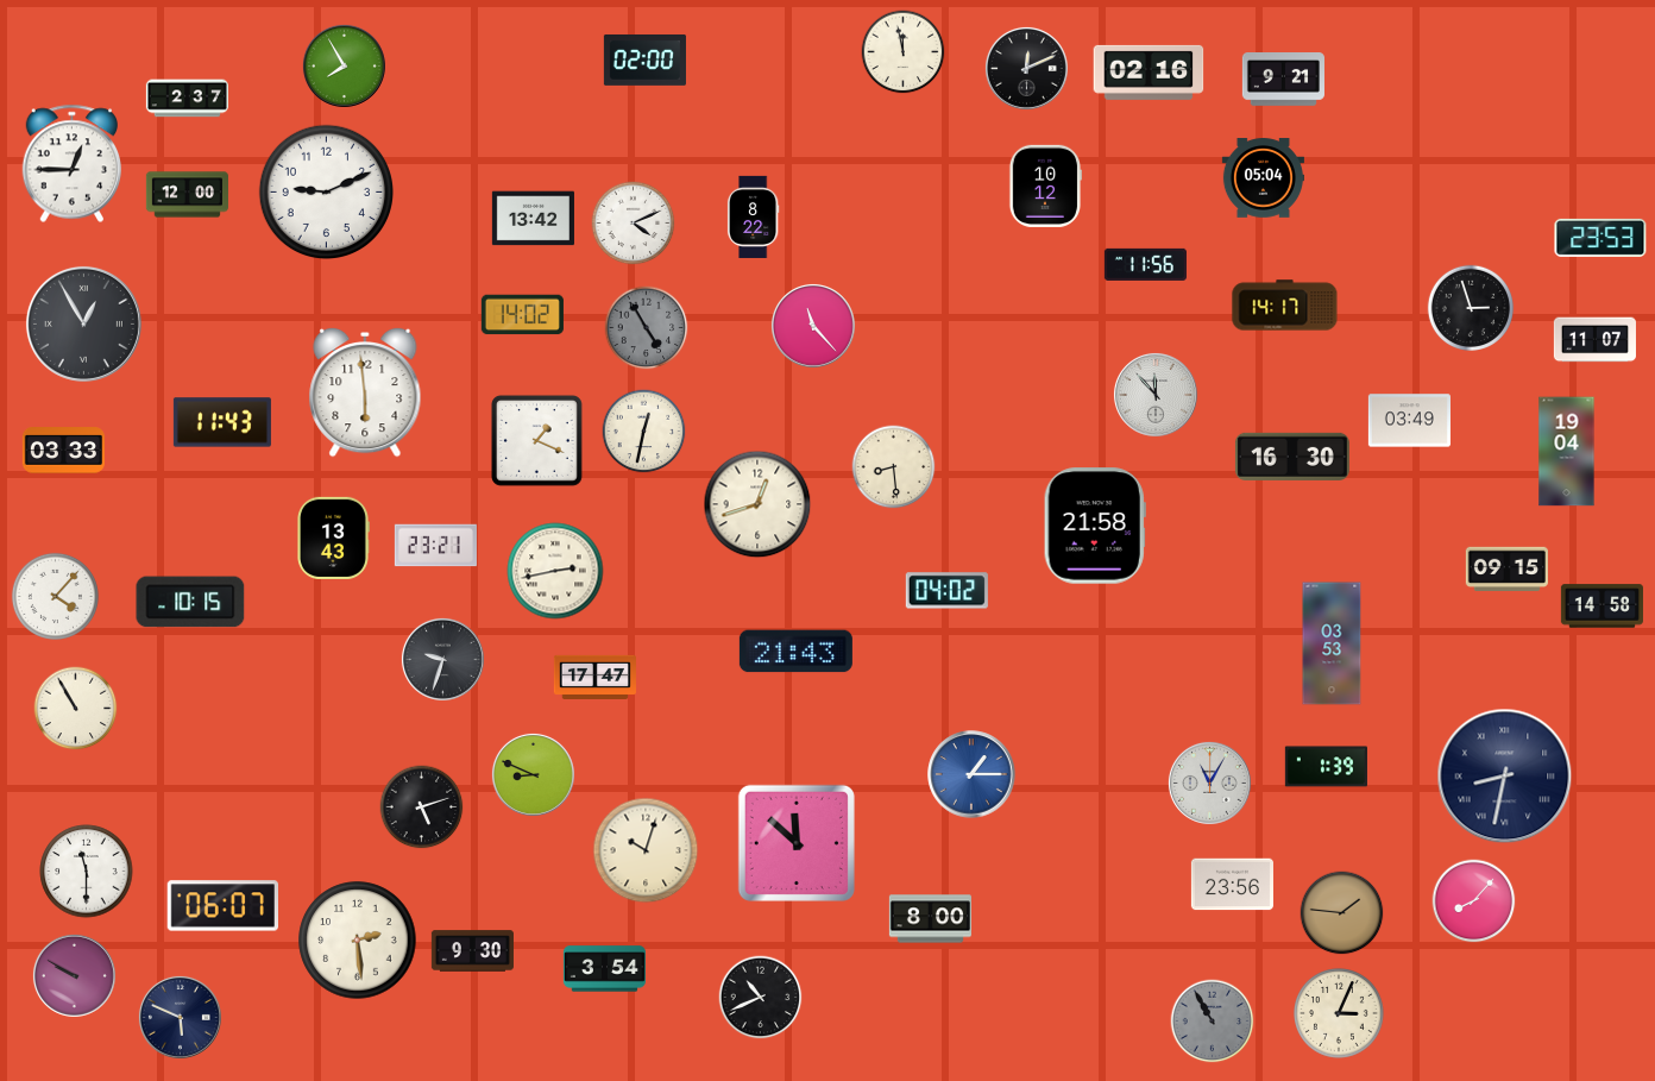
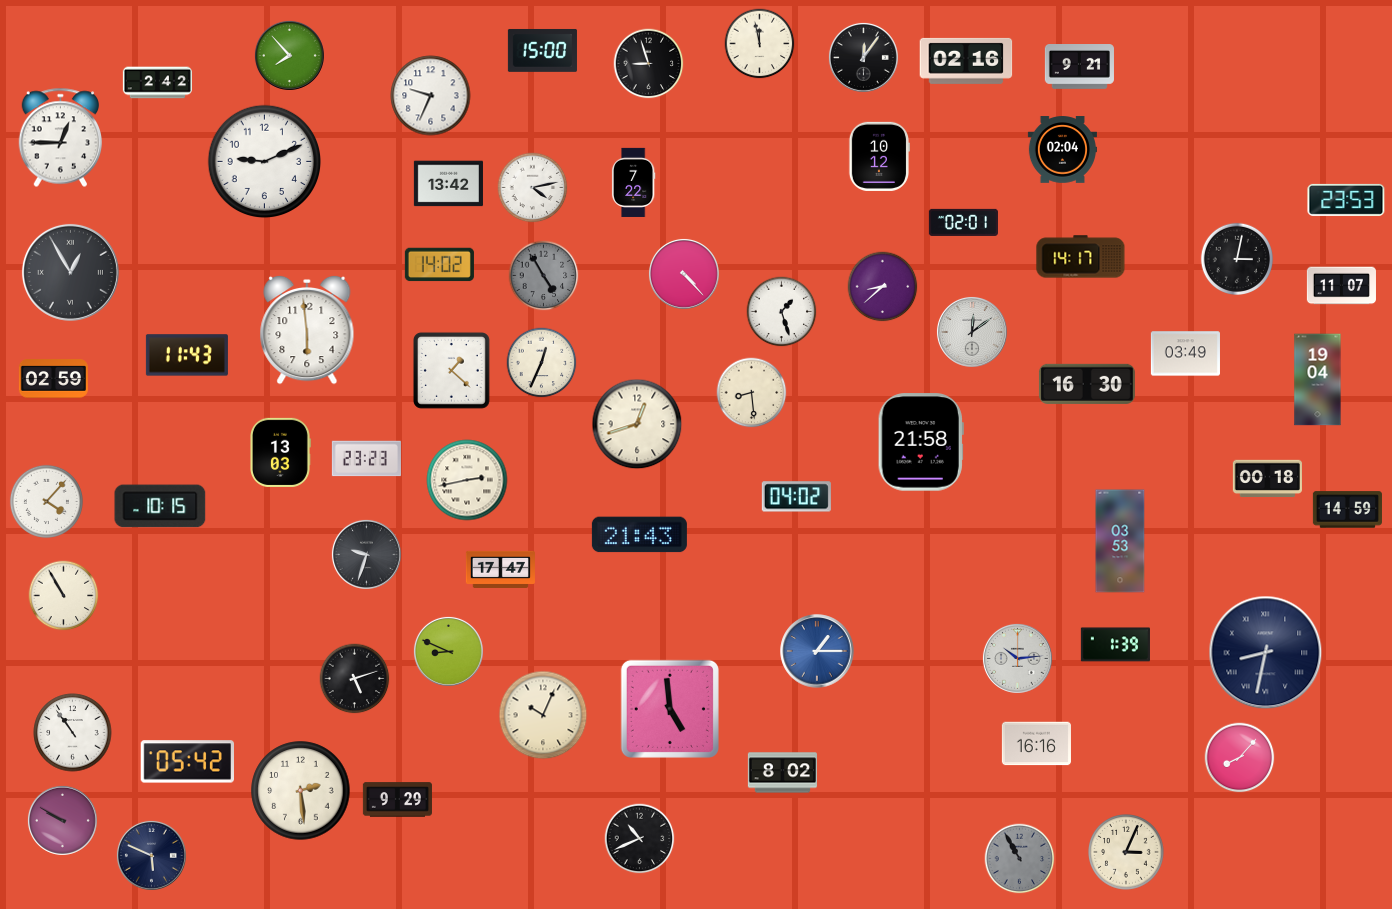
clock at (644, 61): 02:00 -> 15:00
clock at (344, 65): 7:55 -> 7:53
clock at (1026, 68): 12:11 -> 12:06
clock at (649, 64): none -> 8:57
clock at (187, 99): 2:37 -> 2:42
clock at (431, 96): none -> 9:34
clock at (1263, 178): 05:04 -> 02:04
clock at (327, 193) position: (327, 193) -> (265, 162)
clock at (187, 195): 12:00 -> none
clock at (753, 216): 8:22 -> 7:22
clock at (634, 224): 4:11 -> 4:13
clock at (1145, 264): 11:56 -> 02:01
clock at (1470, 307): 2:57 -> 3:02
clock at (813, 326): 11:23 -> 4:23
clock at (883, 287): none -> 8:38
clock at (782, 312): none -> 1:27
clock at (1156, 395): 11:53 -> 12:09
clock at (644, 432): 12:32 -> 12:34
clock at (536, 440): 1:19 -> 1:22
clock at (63, 451): 03:33 -> 02:59
clock at (334, 538): 13:43 -> 13:03
clock at (435, 546): 23:21 -> 23:23
clock at (1506, 570): 09:15 -> 00:18
clock at (1601, 607): 14:58 -> 14:59
clock at (795, 652) position: (795, 652) -> (639, 535)
clock at (442, 659) position: (442, 659) -> (366, 554)
clock at (1209, 783): 11:05 -> 10:14
clock at (797, 843): 11:52 -> 4:59
clock at (646, 850): 10:03 -> 10:04
clock at (87, 872): 11:30 -> 10:54
clock at (1232, 885): 23:56 -> 16:16
clock at (222, 906): 06:07 -> 05:42
clock at (1342, 913): 1:46 -> none
clock at (930, 919): 8:00 -> 8:02
clock at (472, 951): 9:30 -> 9:29
clock at (604, 969): 3:54 -> none
